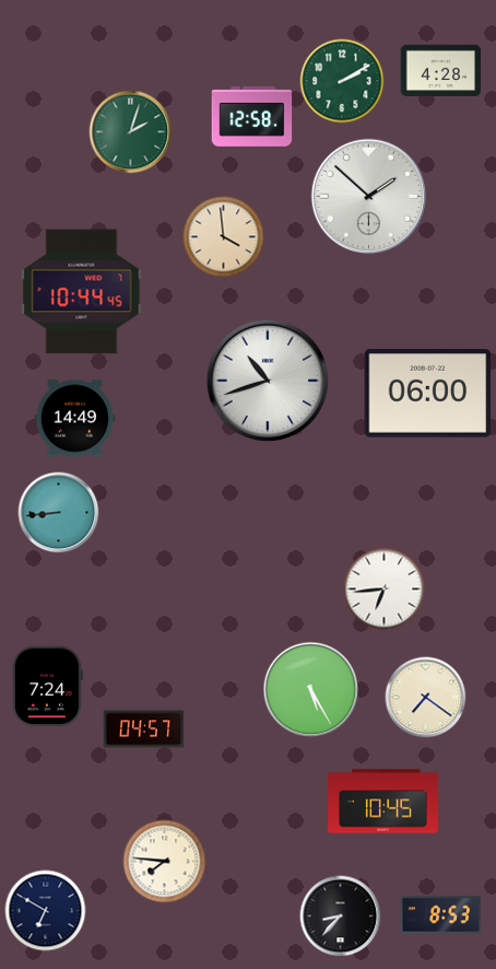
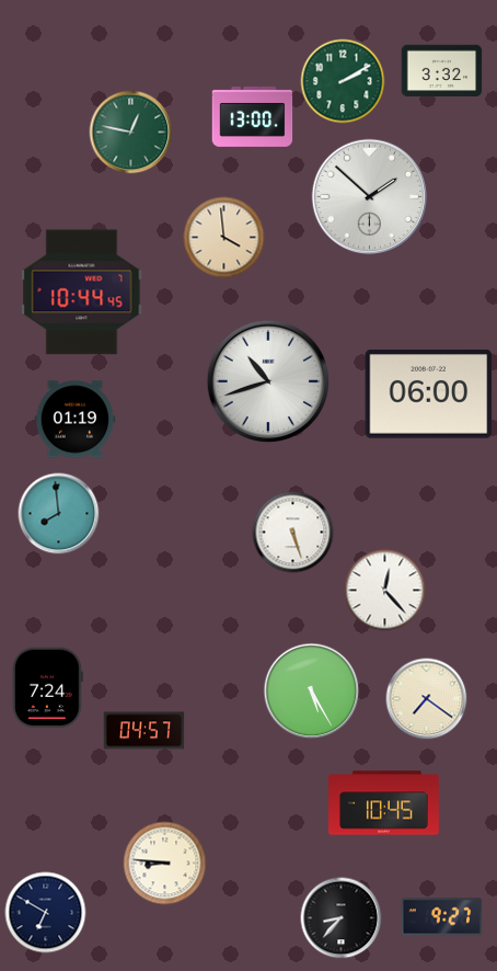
clock at (441, 71): 4:28 -> 3:32
clock at (252, 116): 12:58 -> 13:00
clock at (131, 132): 2:03 -> 12:47
clock at (75, 419): 14:49 -> 01:19
clock at (59, 513): 8:44 -> 7:59
clock at (293, 533): none -> 5:27
clock at (385, 589): 6:44 -> 12:23
clock at (165, 862): 7:46 -> 8:46
clock at (441, 915): 8:53 -> 9:27
